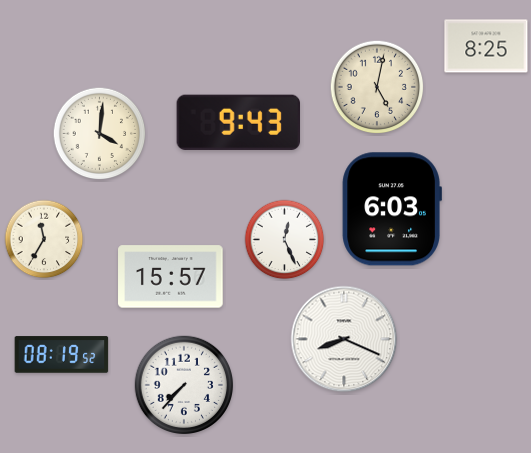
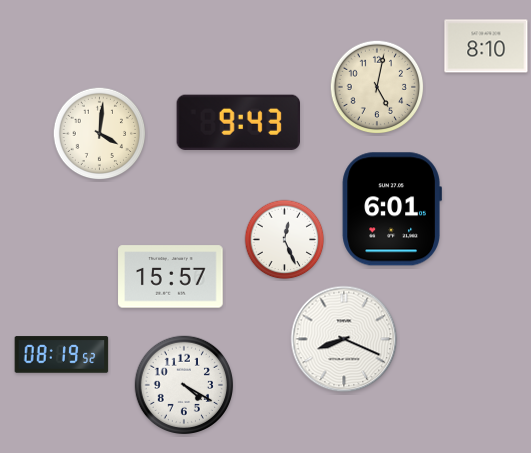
clock at (486, 46): 8:25 -> 8:10
clock at (392, 209): 6:03 -> 6:01
clock at (44, 239): 11:35 -> none
clock at (184, 385): 7:37 -> 4:20
